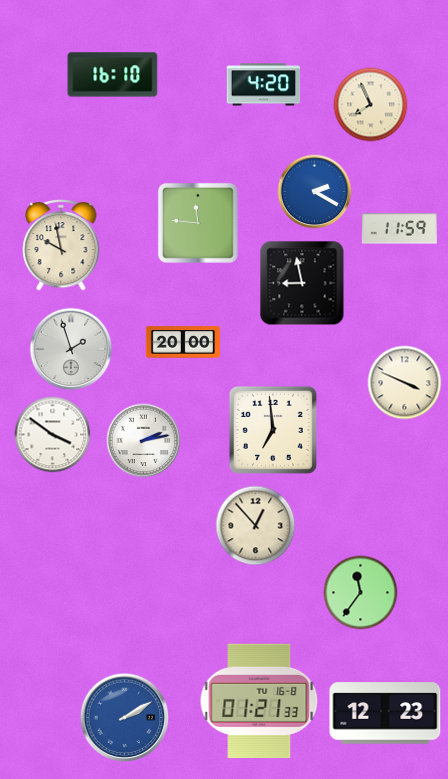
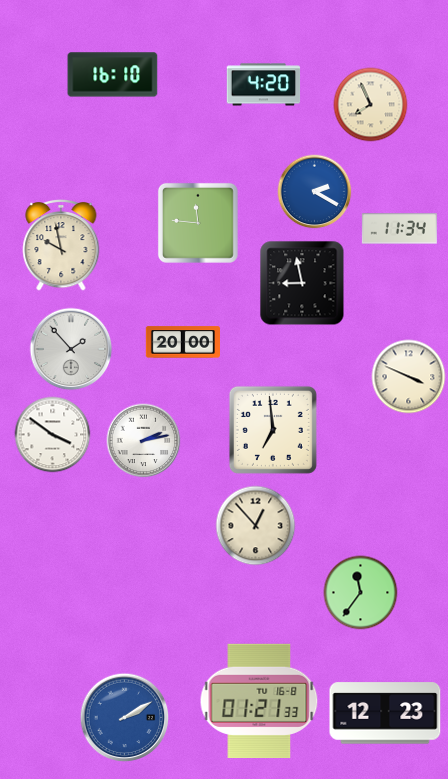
clock at (399, 229): 11:59 -> 11:34
clock at (71, 349): 1:57 -> 1:53
clock at (405, 383) position: (405, 383) -> (409, 377)
